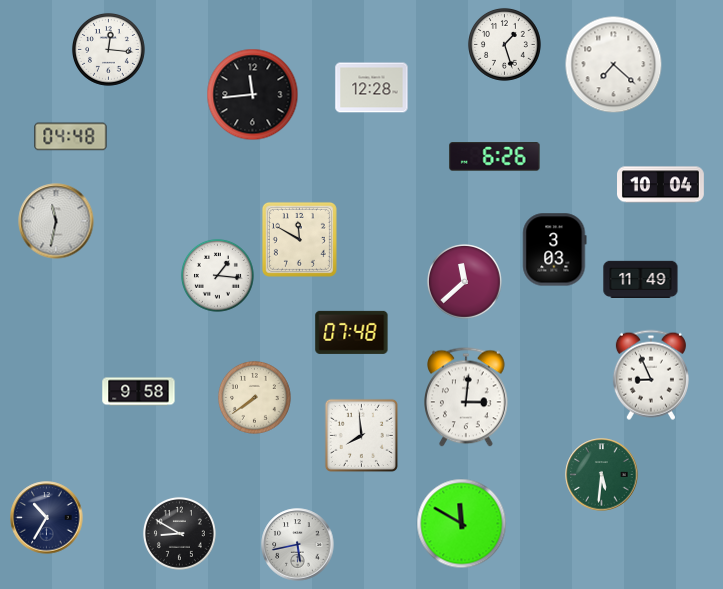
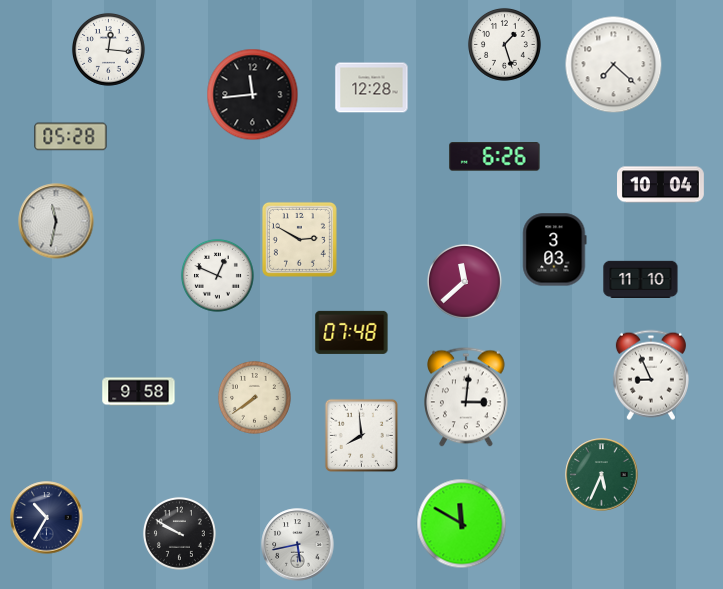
clock at (71, 137): 04:48 -> 05:28
clock at (299, 239): 11:50 -> 2:50
clock at (217, 275): 1:16 -> 12:49
clock at (641, 280): 11:49 -> 11:10
clock at (602, 475): 5:31 -> 5:34
clock at (179, 533): 8:50 -> 9:50
